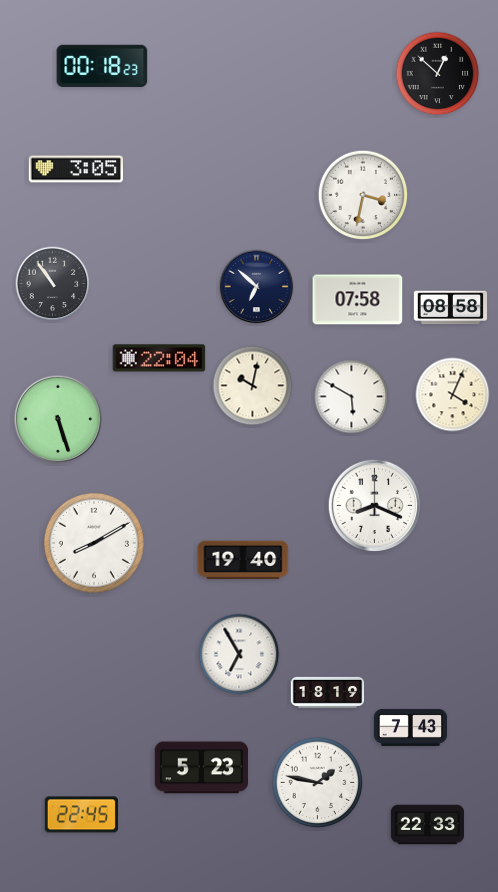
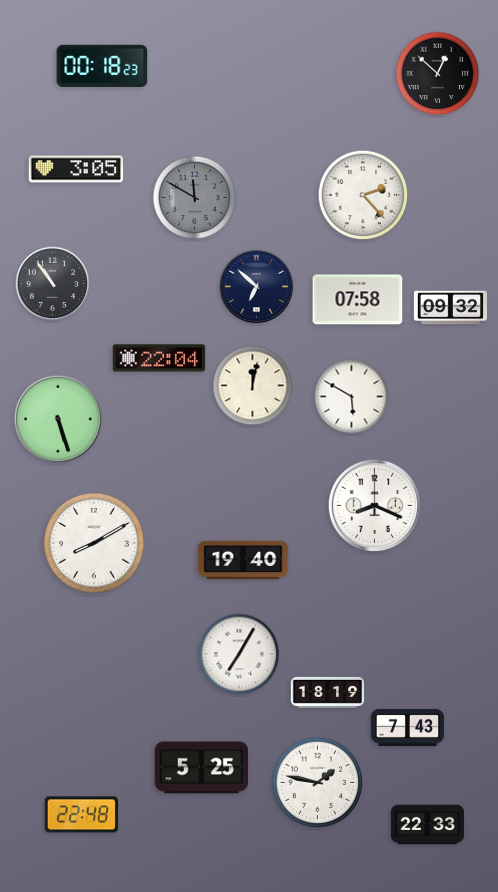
clock at (363, 195): 3:32 -> 2:23
clock at (195, 198): none -> 11:50
clock at (451, 308): 08:58 -> 09:32
clock at (253, 386): 10:02 -> 12:02
clock at (453, 395): 4:04 -> none
clock at (239, 654): 6:55 -> 7:05
clock at (411, 727) position: (411, 727) -> (408, 727)
clock at (202, 768): 5:23 -> 5:25
clock at (81, 815): 22:45 -> 22:48
